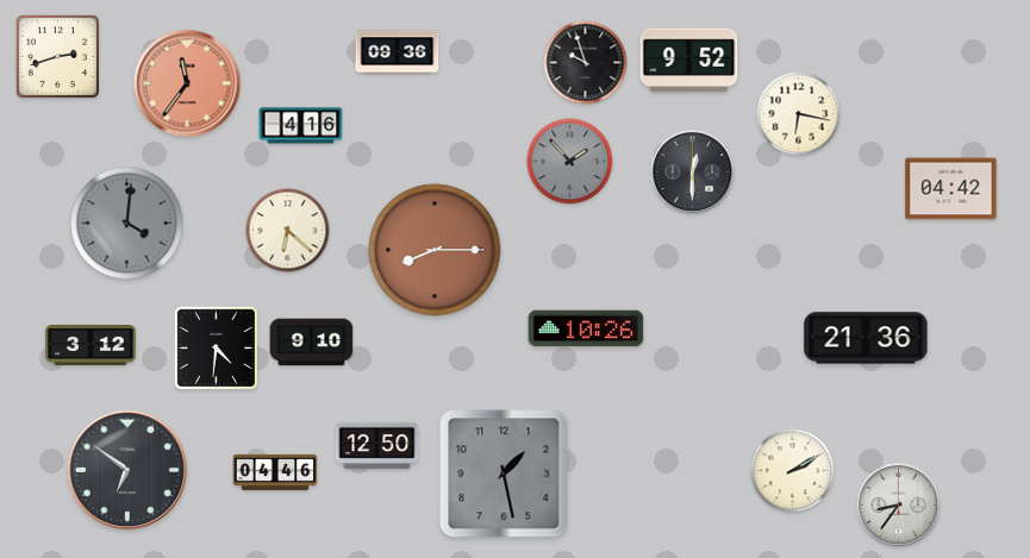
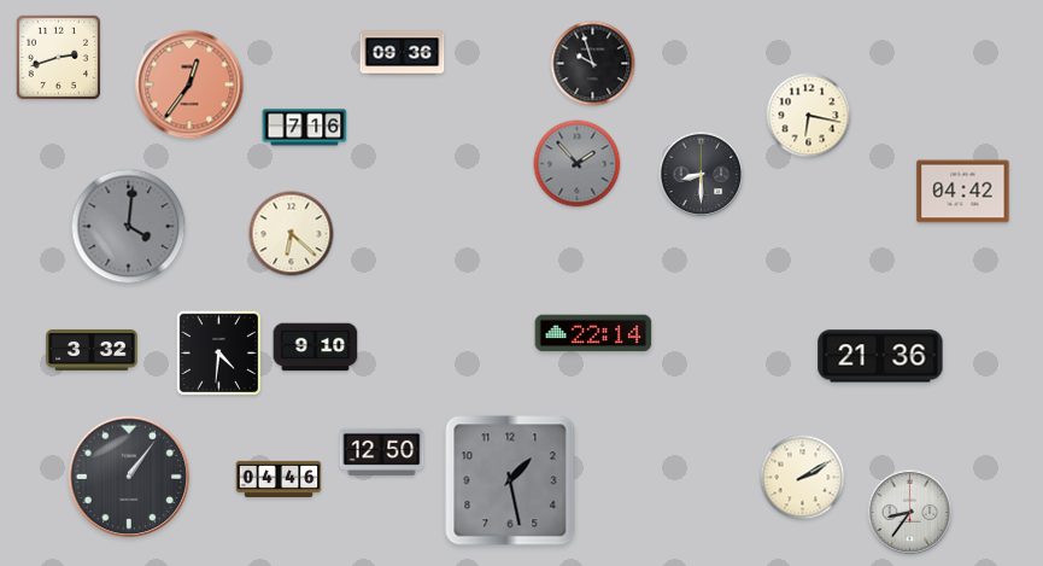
clock at (689, 59): 9:52 -> none
clock at (187, 83): 11:36 -> 12:36
clock at (301, 126): 4:16 -> 7:16
clock at (693, 173): 12:30 -> 8:30
clock at (435, 250): 8:15 -> none
clock at (586, 328): 10:26 -> 22:14
clock at (866, 338) position: (866, 338) -> (880, 356)
clock at (90, 345): 3:12 -> 3:32
clock at (127, 470): 6:51 -> 1:06
